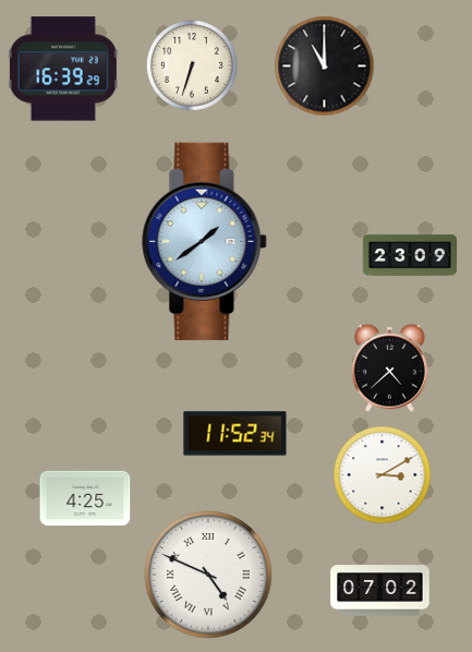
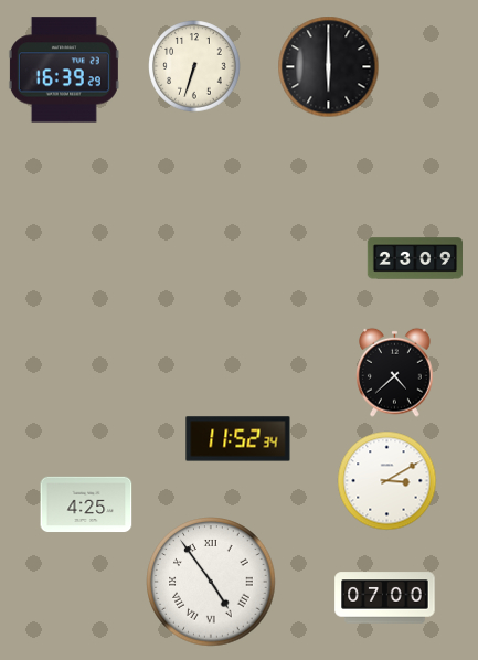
clock at (325, 67): 11:00 -> 6:00
clock at (205, 241): 1:39 -> none
clock at (208, 575): 4:49 -> 4:54
clock at (380, 591): 07:02 -> 07:00
